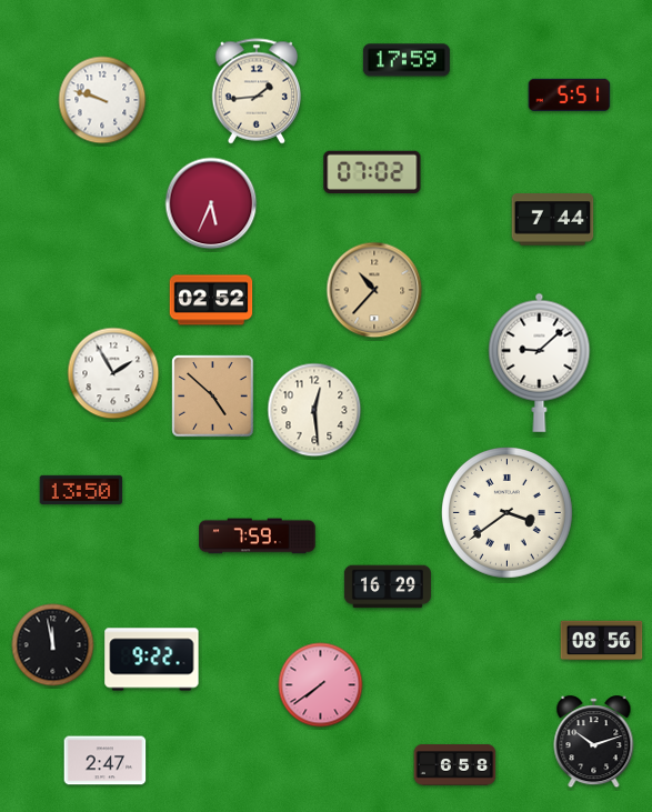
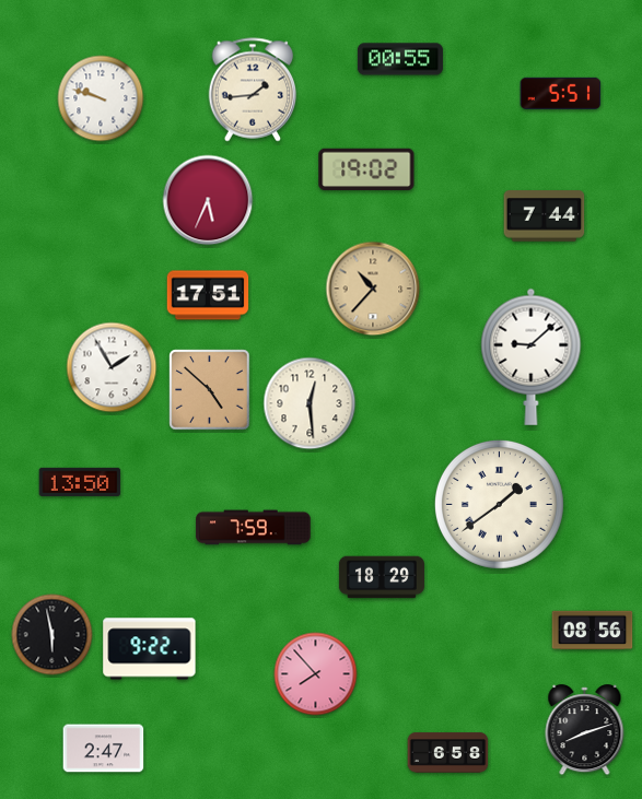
clock at (407, 60): 17:59 -> 00:55
clock at (372, 171): 07:02 -> 19:02
clock at (374, 290) position: (374, 290) -> (373, 289)
clock at (211, 300): 02:52 -> 17:51
clock at (506, 512): 3:39 -> 1:39
clock at (388, 587): 16:29 -> 18:29
clock at (53, 645): 11:58 -> 5:58
clock at (321, 685): 7:39 -> 7:53
clock at (594, 742): 10:12 -> 8:12
